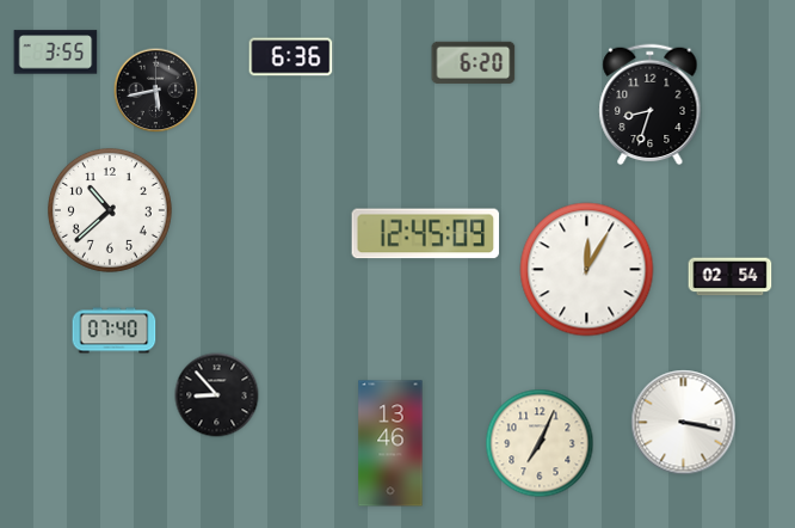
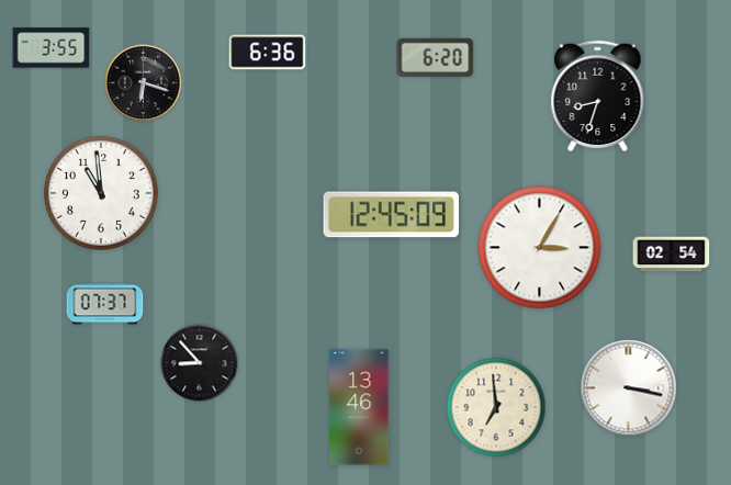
clock at (156, 91): 5:43 -> 6:18
clock at (110, 210): 10:38 -> 10:59
clock at (587, 270): 12:05 -> 3:05
clock at (115, 331): 07:40 -> 07:37
clock at (540, 443): 7:04 -> 6:59
